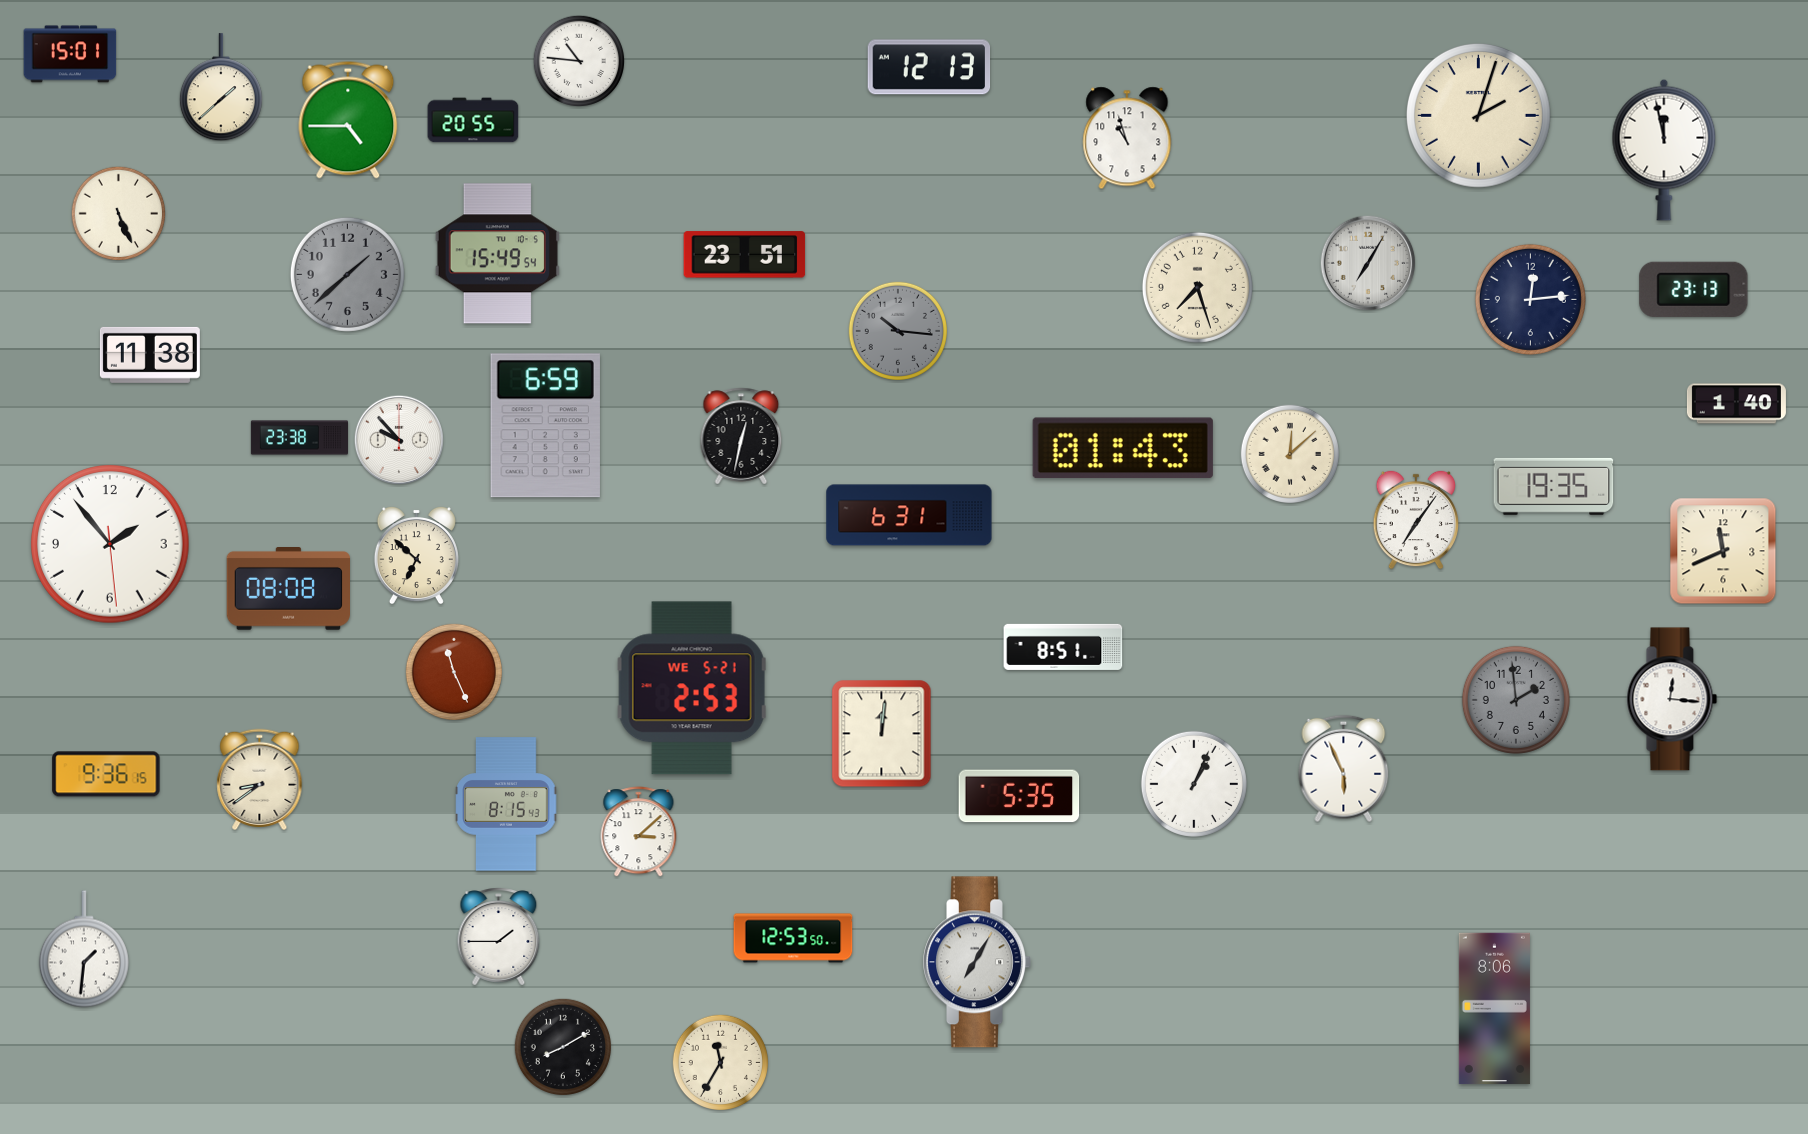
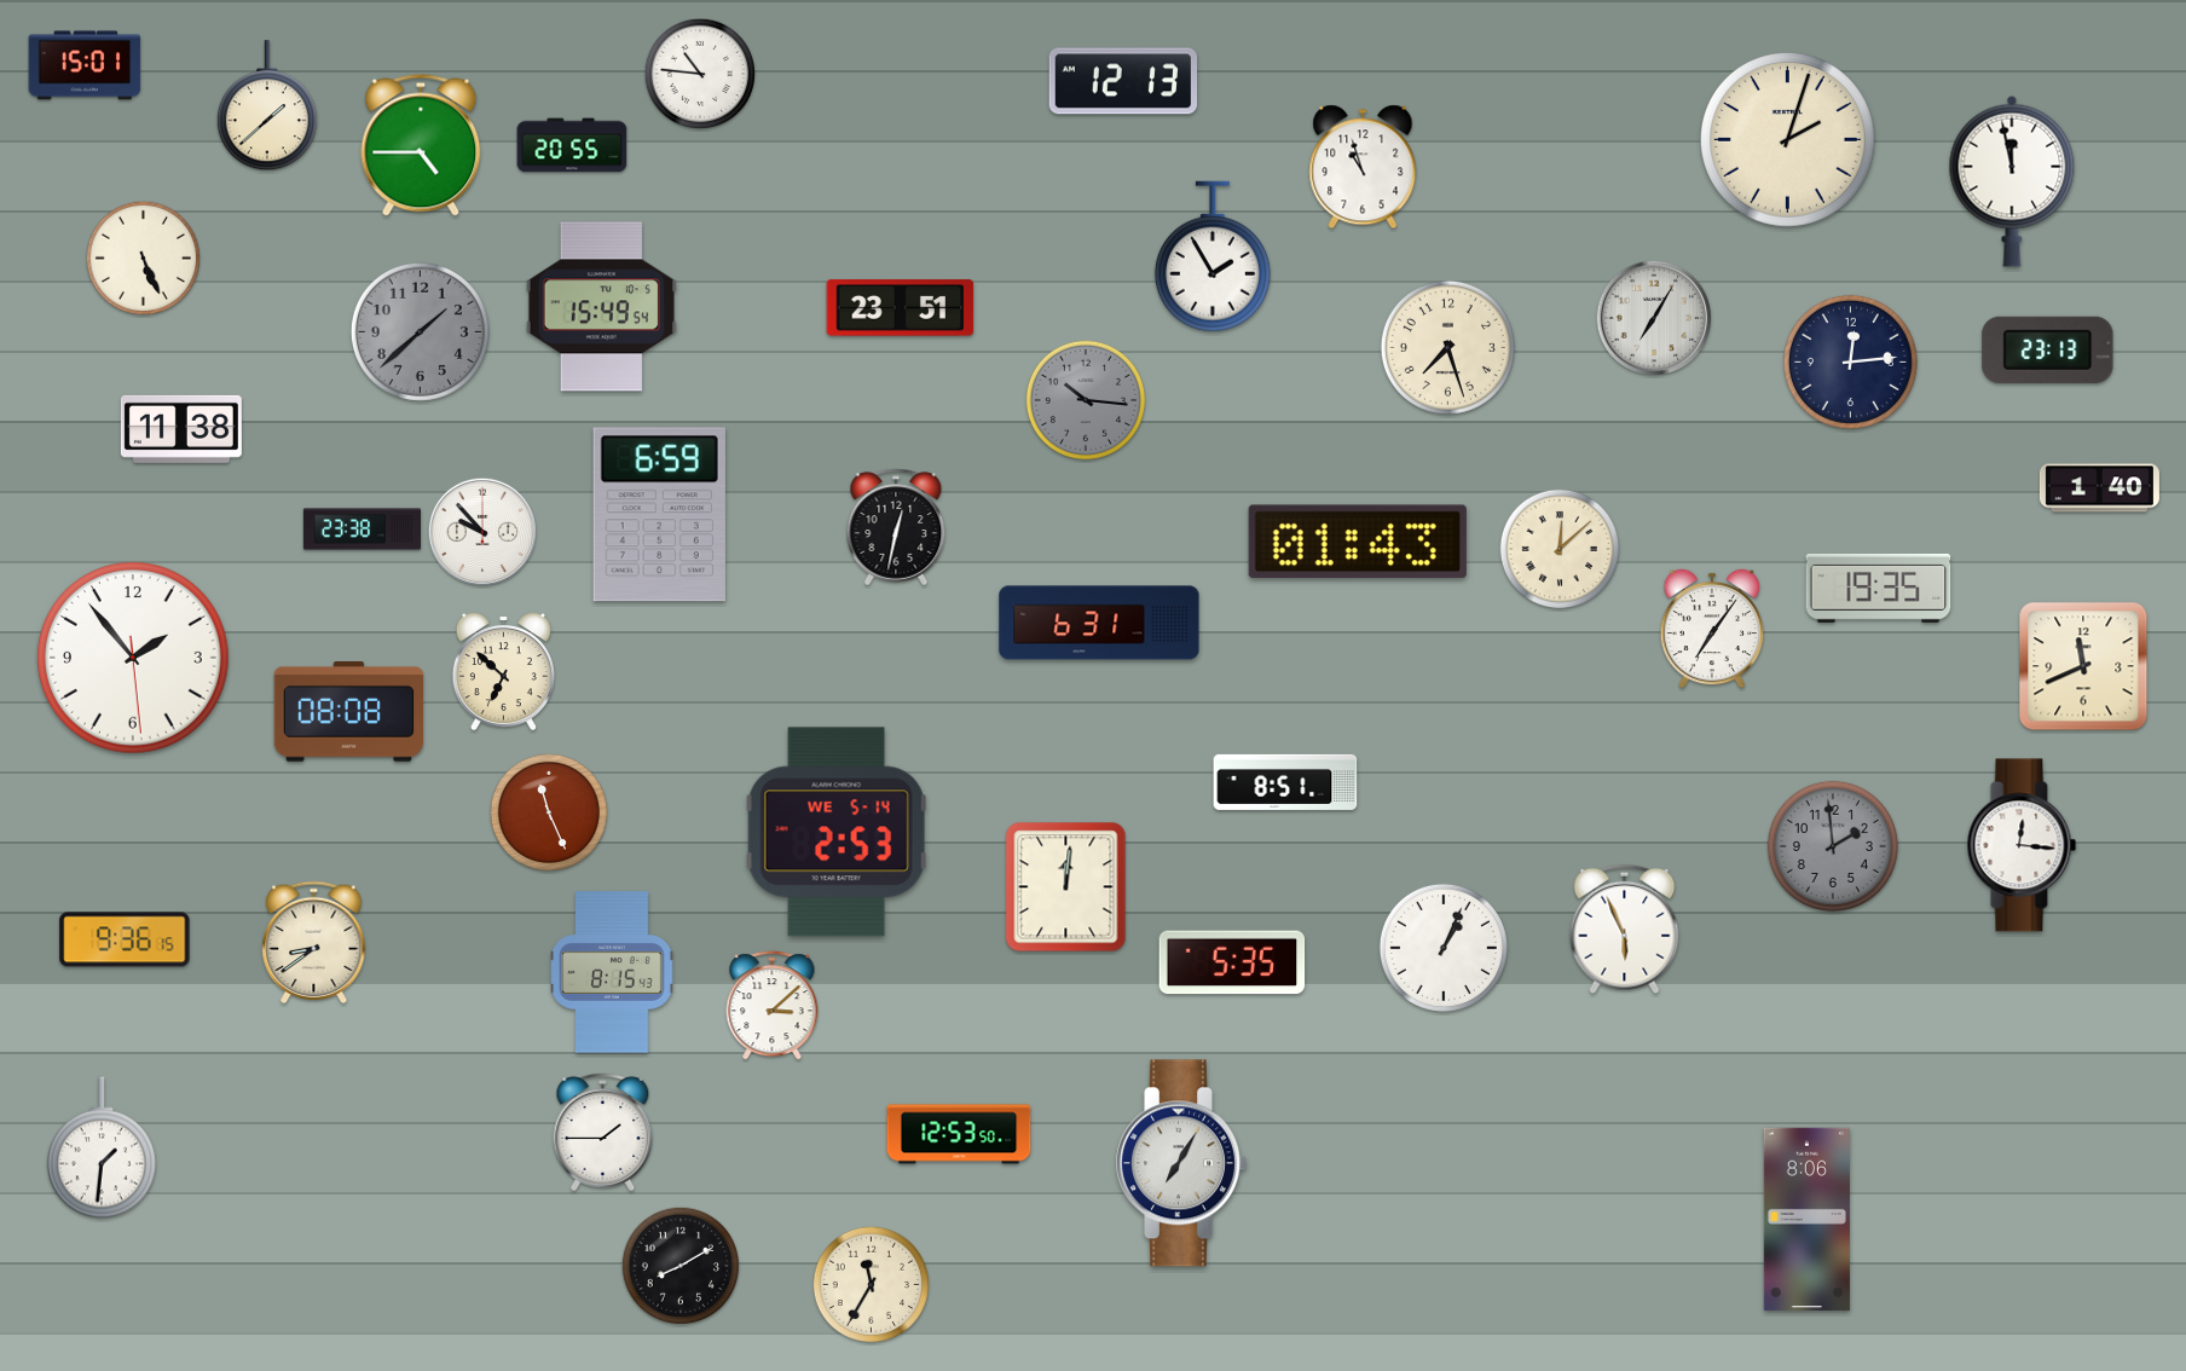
clock at (1213, 256): none -> 1:55
clock at (692, 688) date: WE 5-21 -> WE 5-14
clock at (106, 774) position: (106, 774) -> (125, 939)
